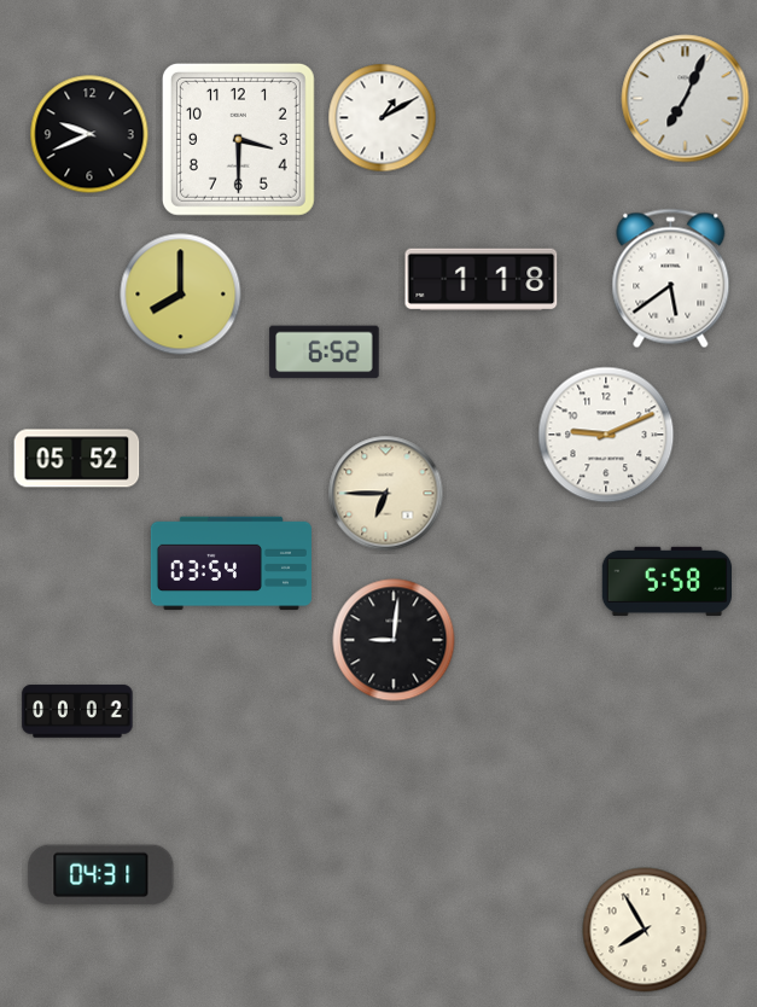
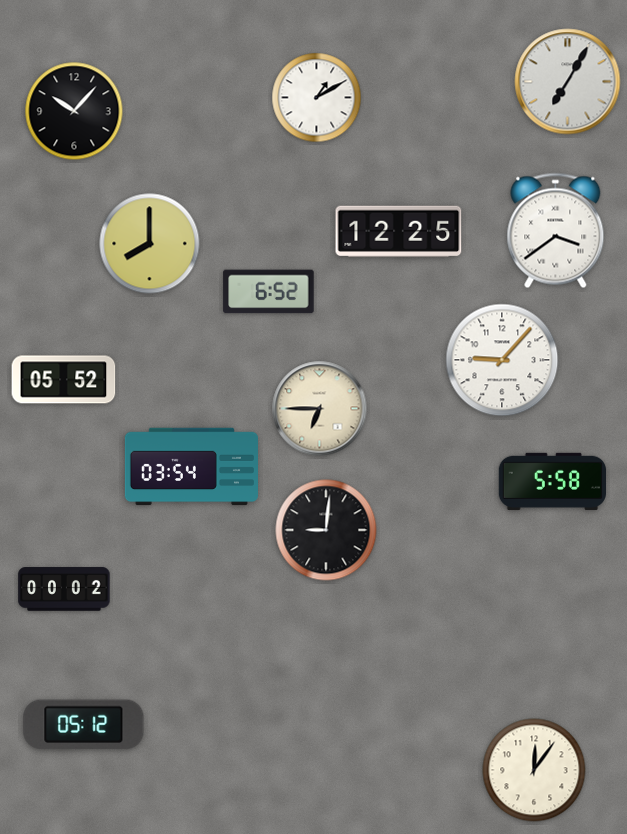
clock at (686, 99): 7:04 -> 7:05
clock at (89, 134): 9:41 -> 10:07
clock at (238, 139): 3:30 -> none
clock at (482, 279): 1:18 -> 12:25
clock at (671, 279): 5:39 -> 3:39
clock at (606, 435): 9:11 -> 9:07
clock at (101, 875): 04:31 -> 05:12
clock at (645, 930): 7:55 -> 12:06
